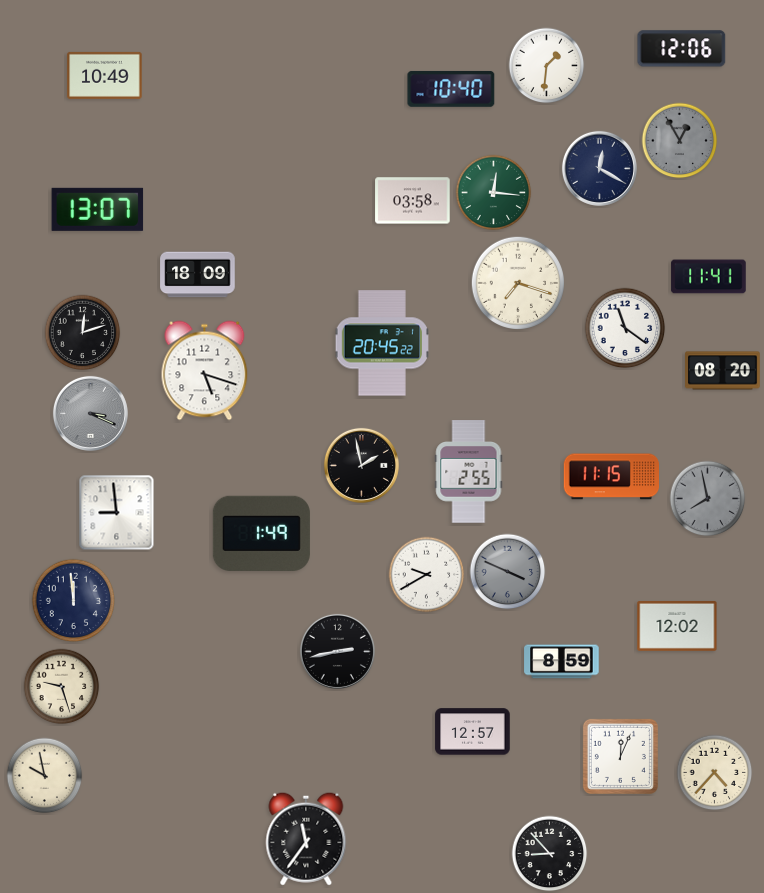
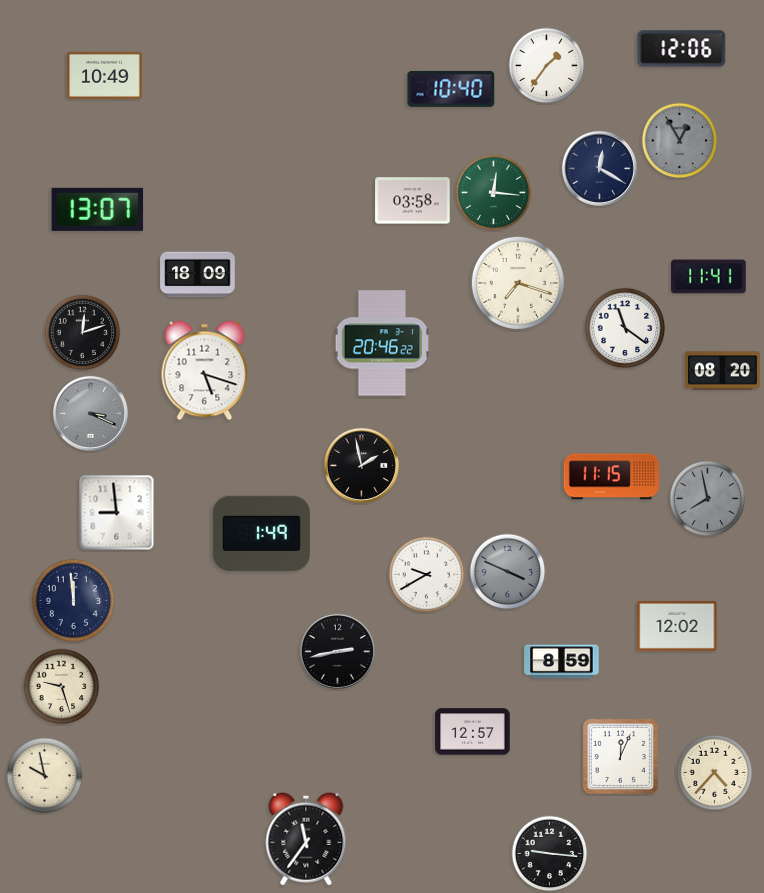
clock at (547, 66): 1:31 -> 1:36
clock at (382, 343): 20:45 -> 20:46
clock at (469, 472): 2:55 -> none
clock at (550, 854): 8:53 -> 9:16
